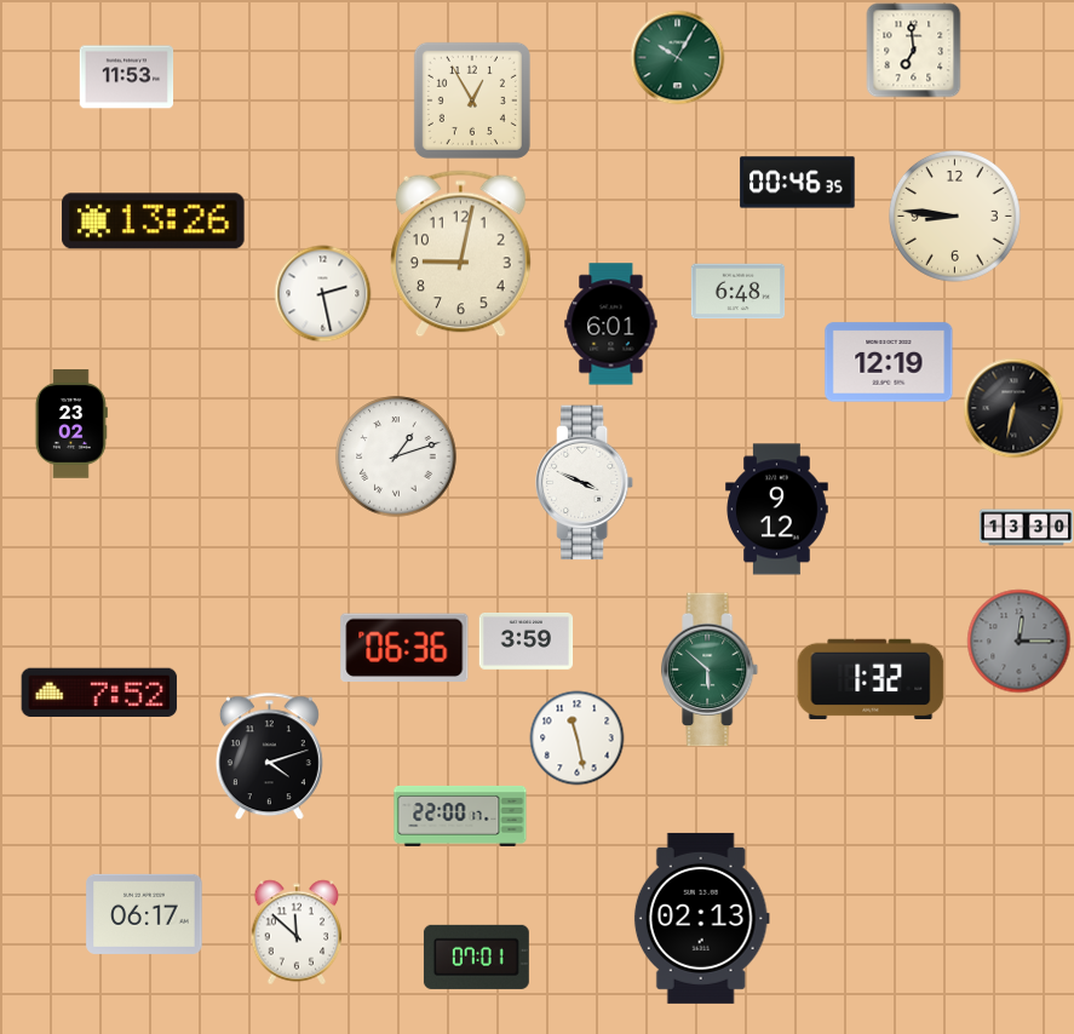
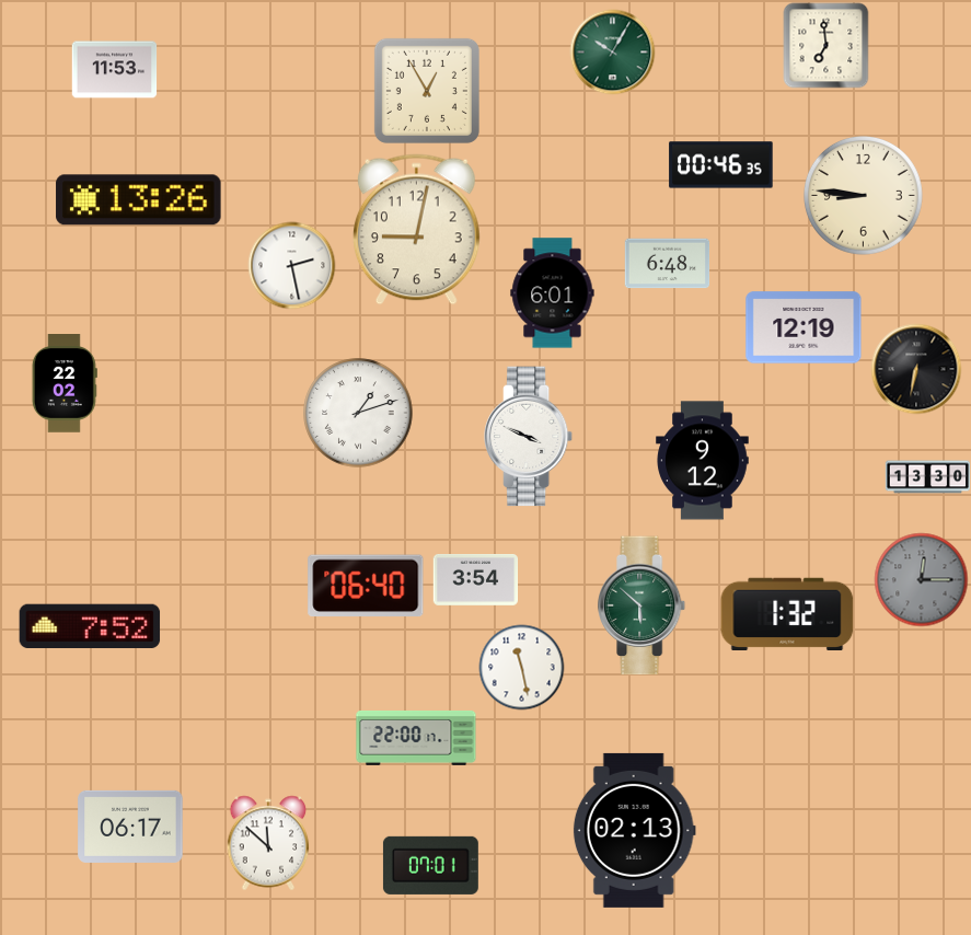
clock at (71, 425): 23:02 -> 22:02
clock at (525, 642): 3:59 -> 3:54
clock at (404, 648): 06:36 -> 06:40
clock at (269, 756): 4:12 -> none
